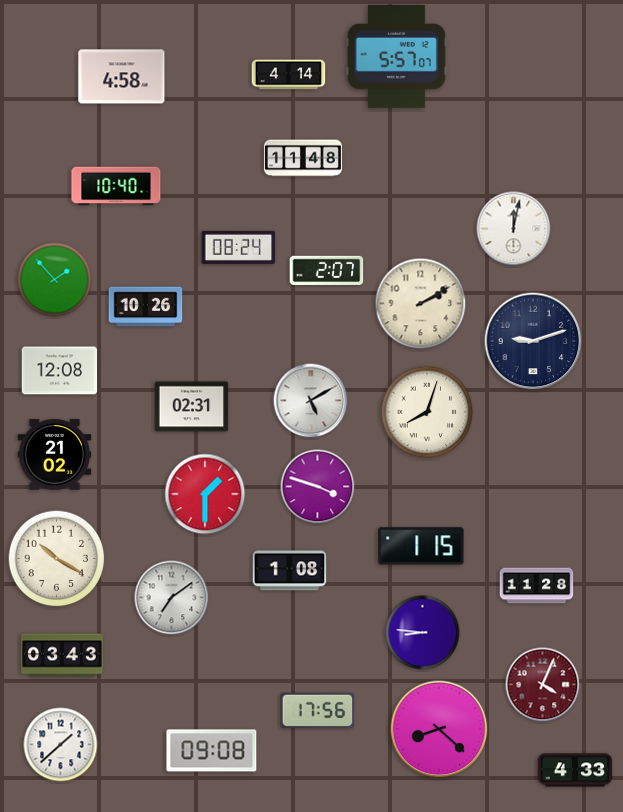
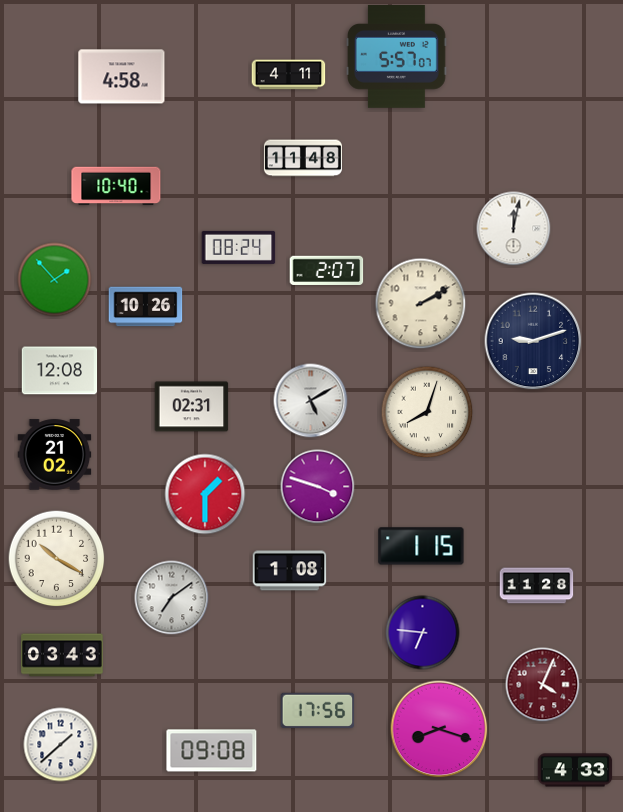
clock at (289, 75): 4:14 -> 4:11
clock at (423, 633): 8:46 -> 6:46
clock at (439, 729): 8:22 -> 8:18
